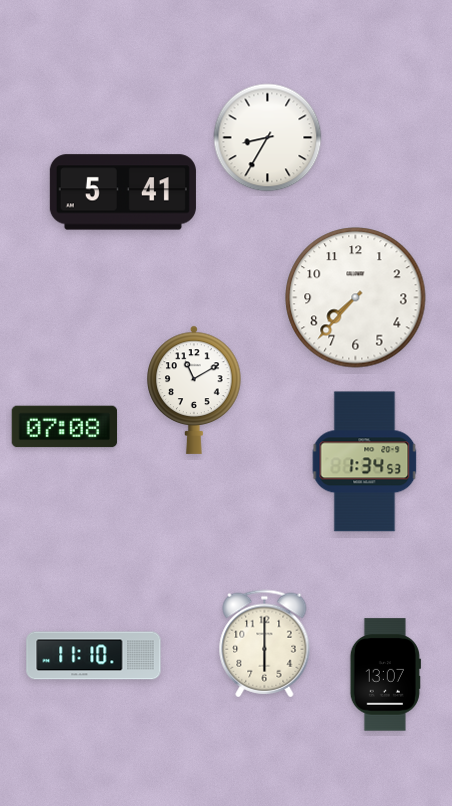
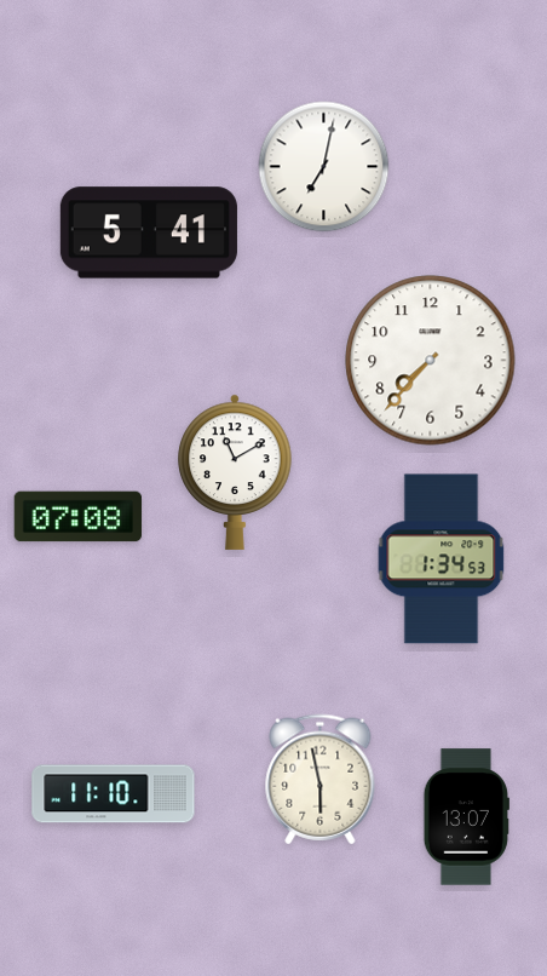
clock at (268, 138): 8:35 -> 7:02
clock at (265, 644): 6:00 -> 5:58
